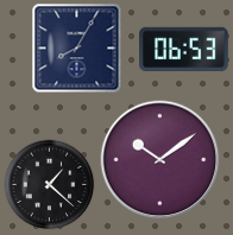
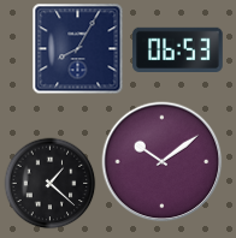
clock at (184, 49) position: (184, 49) -> (178, 49)
clock at (50, 185) position: (50, 185) -> (51, 184)
